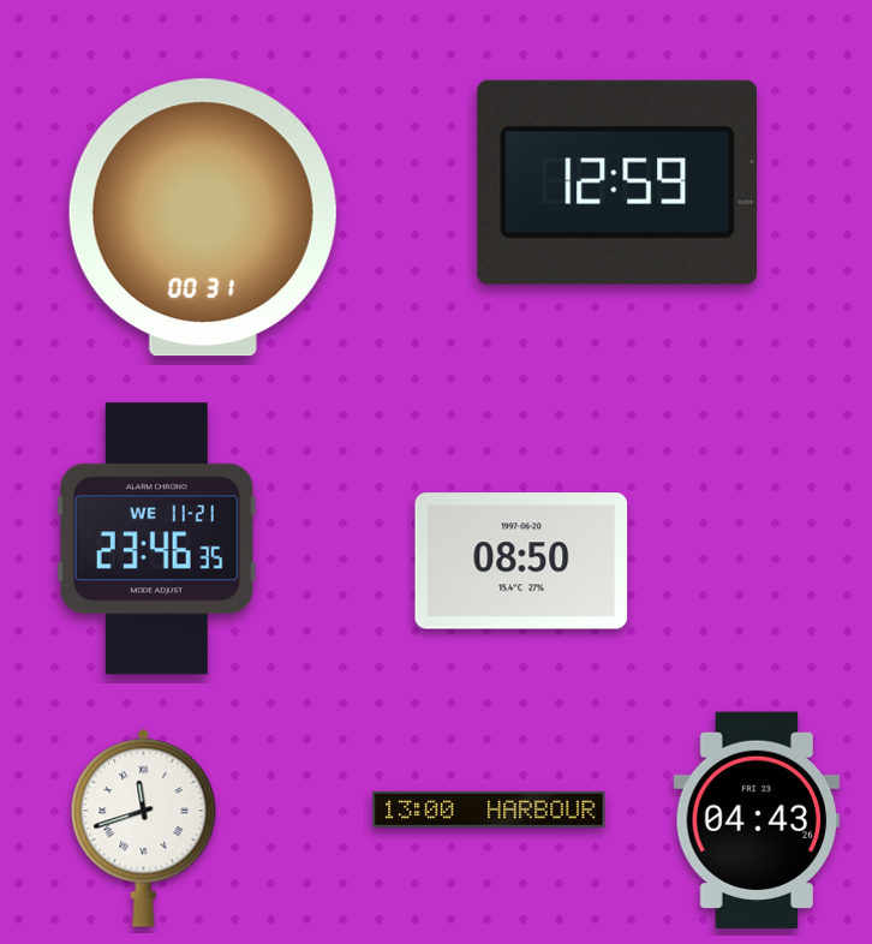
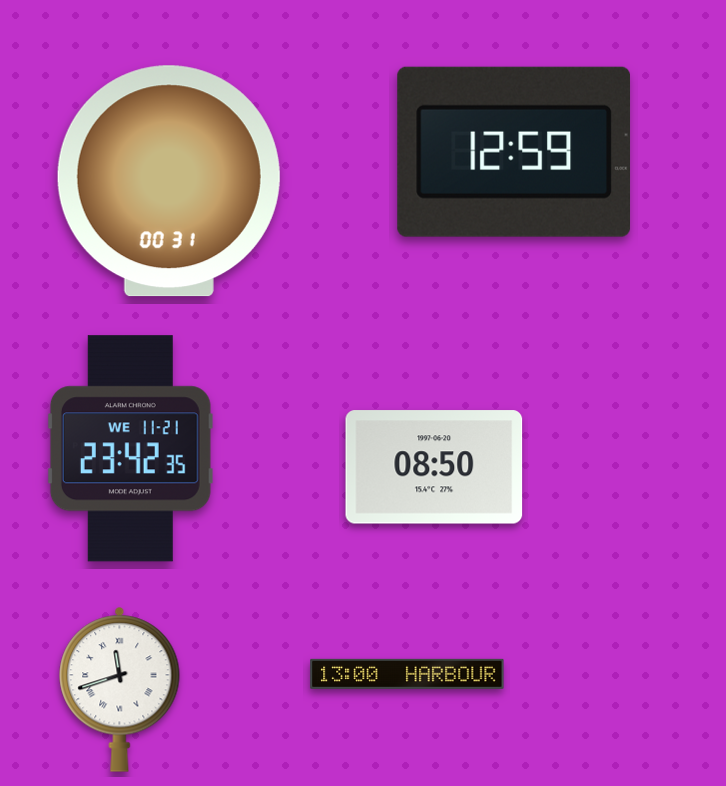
clock at (156, 539): 23:46 -> 23:42
clock at (757, 819): 04:43 -> none
